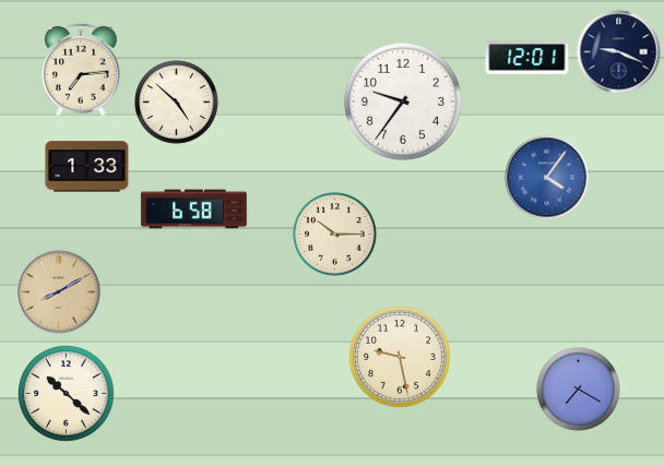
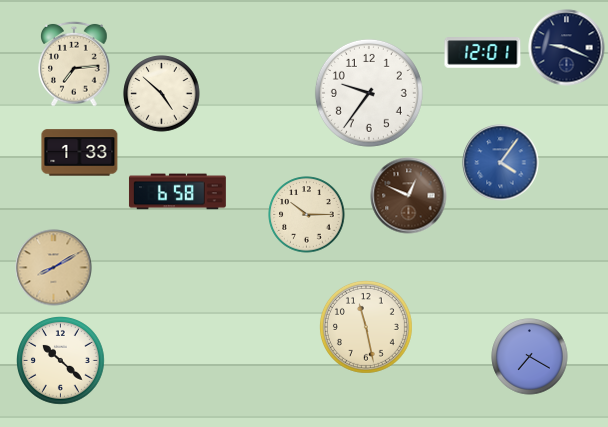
clock at (409, 196): none -> 12:49
clock at (400, 357): 9:28 -> 11:28
